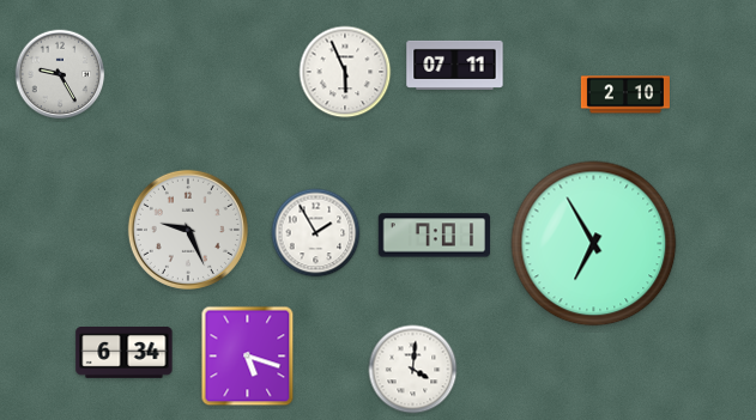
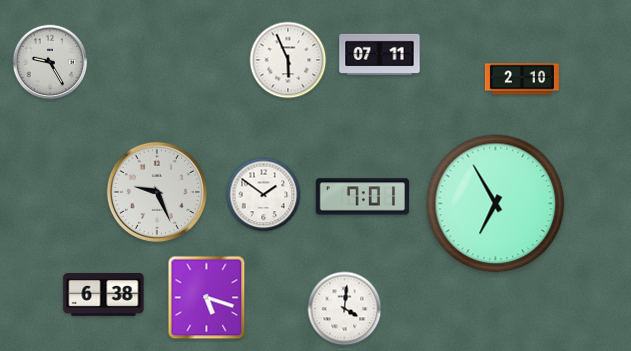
clock at (316, 233): 1:55 -> 1:51
clock at (125, 353): 6:34 -> 6:38
